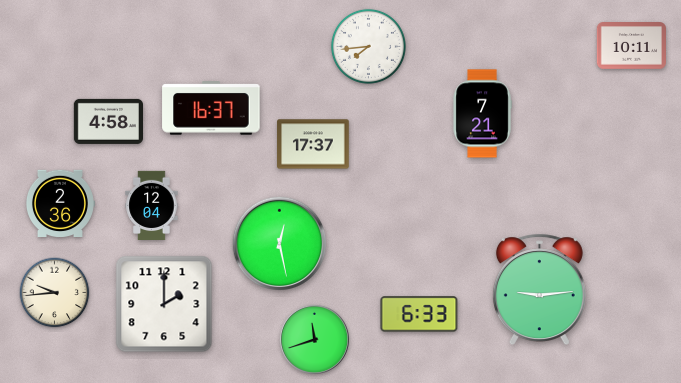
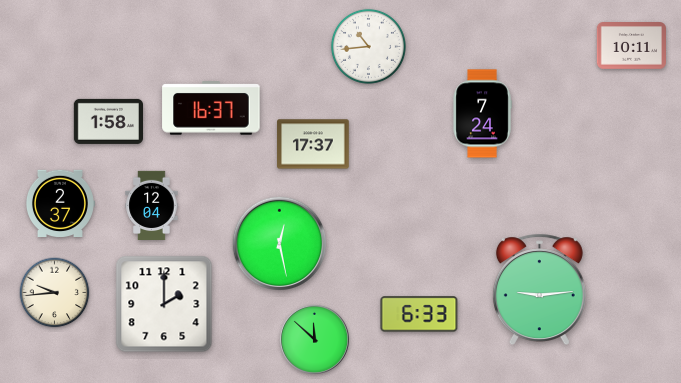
clock at (368, 46): 7:44 -> 10:44
clock at (482, 114): 7:21 -> 7:24
clock at (108, 121): 4:58 -> 1:58
clock at (60, 203): 2:36 -> 2:37
clock at (314, 339): 11:42 -> 11:52
